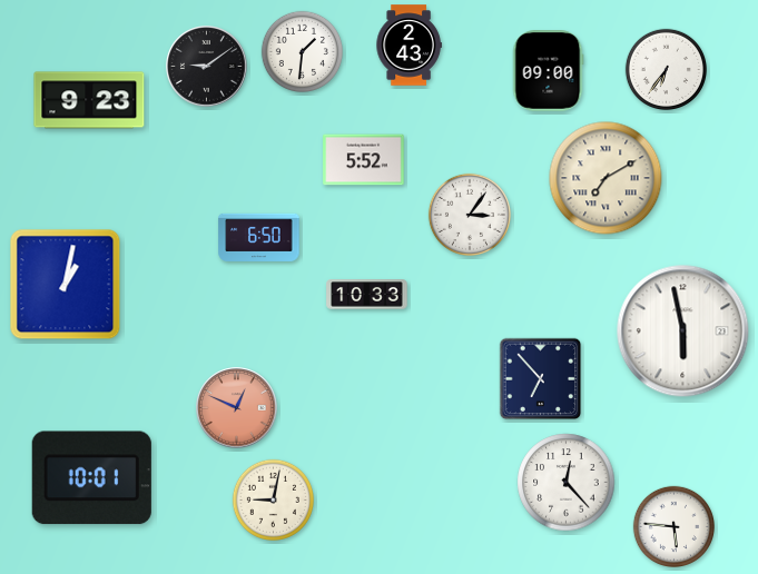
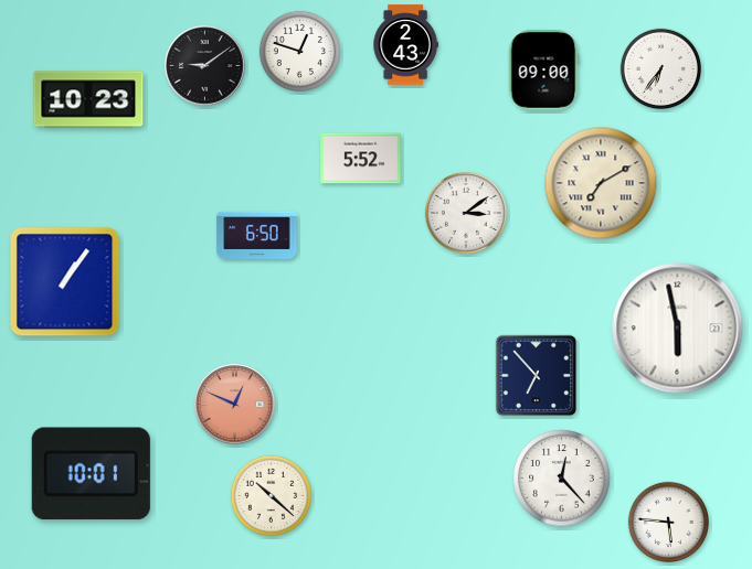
clock at (302, 51): 1:31 -> 12:48
clock at (89, 100): 9:23 -> 10:23
clock at (606, 178) position: (606, 178) -> (601, 183)
clock at (470, 215): 3:06 -> 3:09
clock at (66, 285): 1:02 -> 1:06
clock at (367, 295): 10:33 -> none
clock at (273, 499): 9:02 -> 10:22
